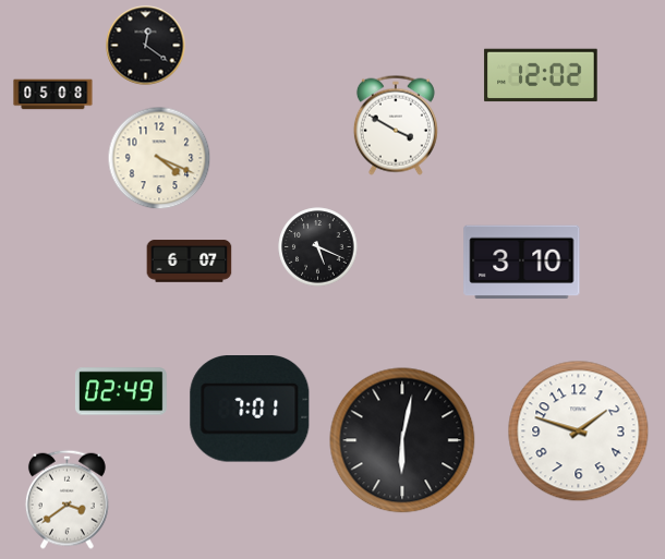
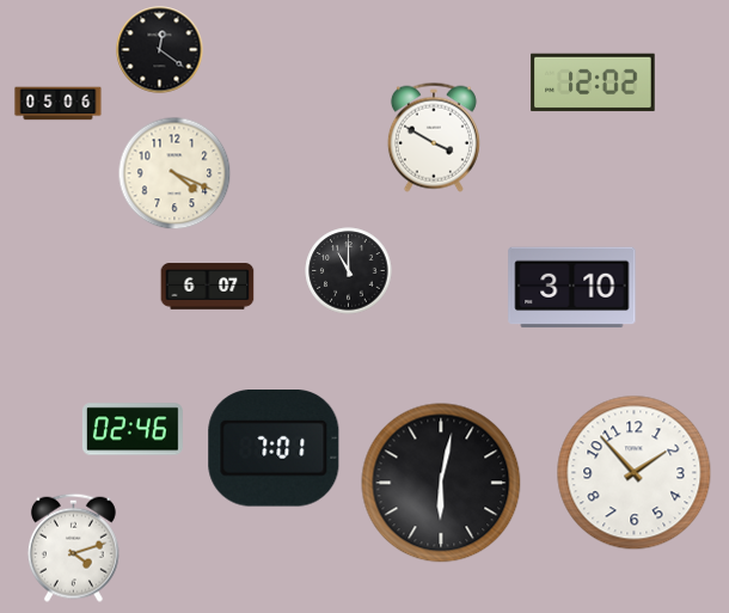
clock at (53, 95): 05:08 -> 05:06
clock at (318, 247): 5:19 -> 11:00
clock at (121, 391): 02:49 -> 02:46
clock at (579, 432): 1:48 -> 1:53
clock at (66, 499): 3:39 -> 4:12
